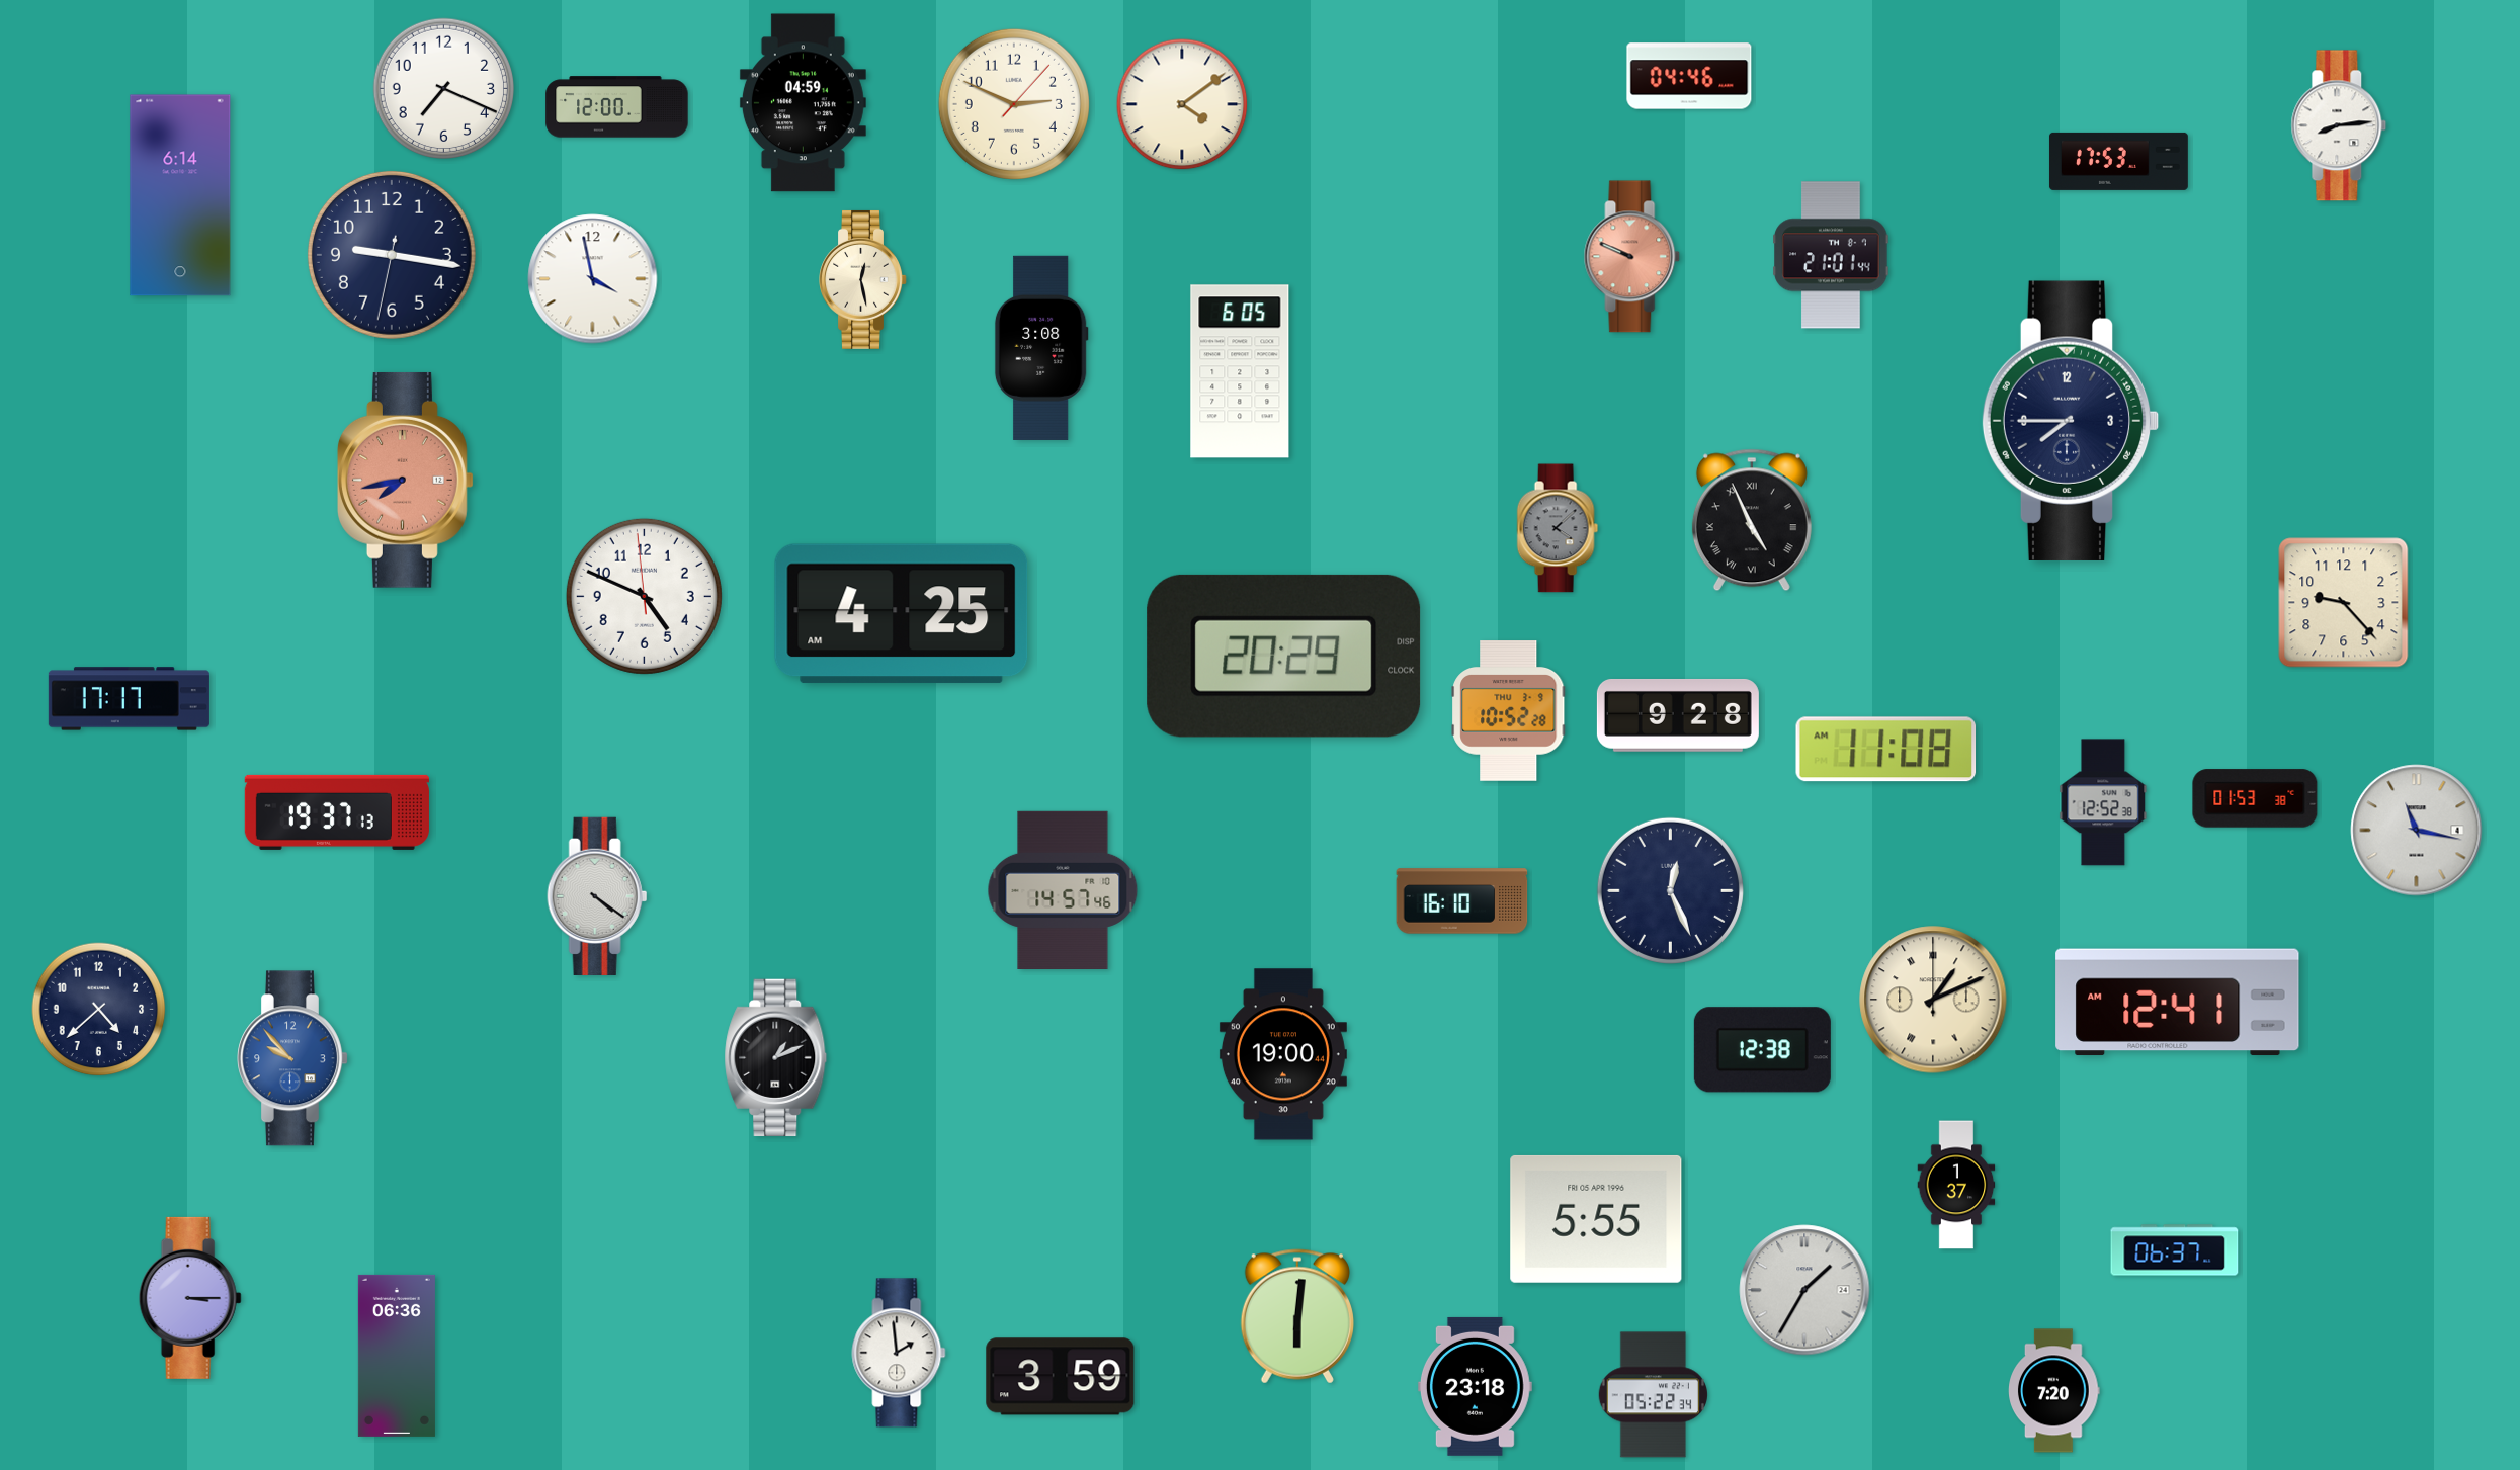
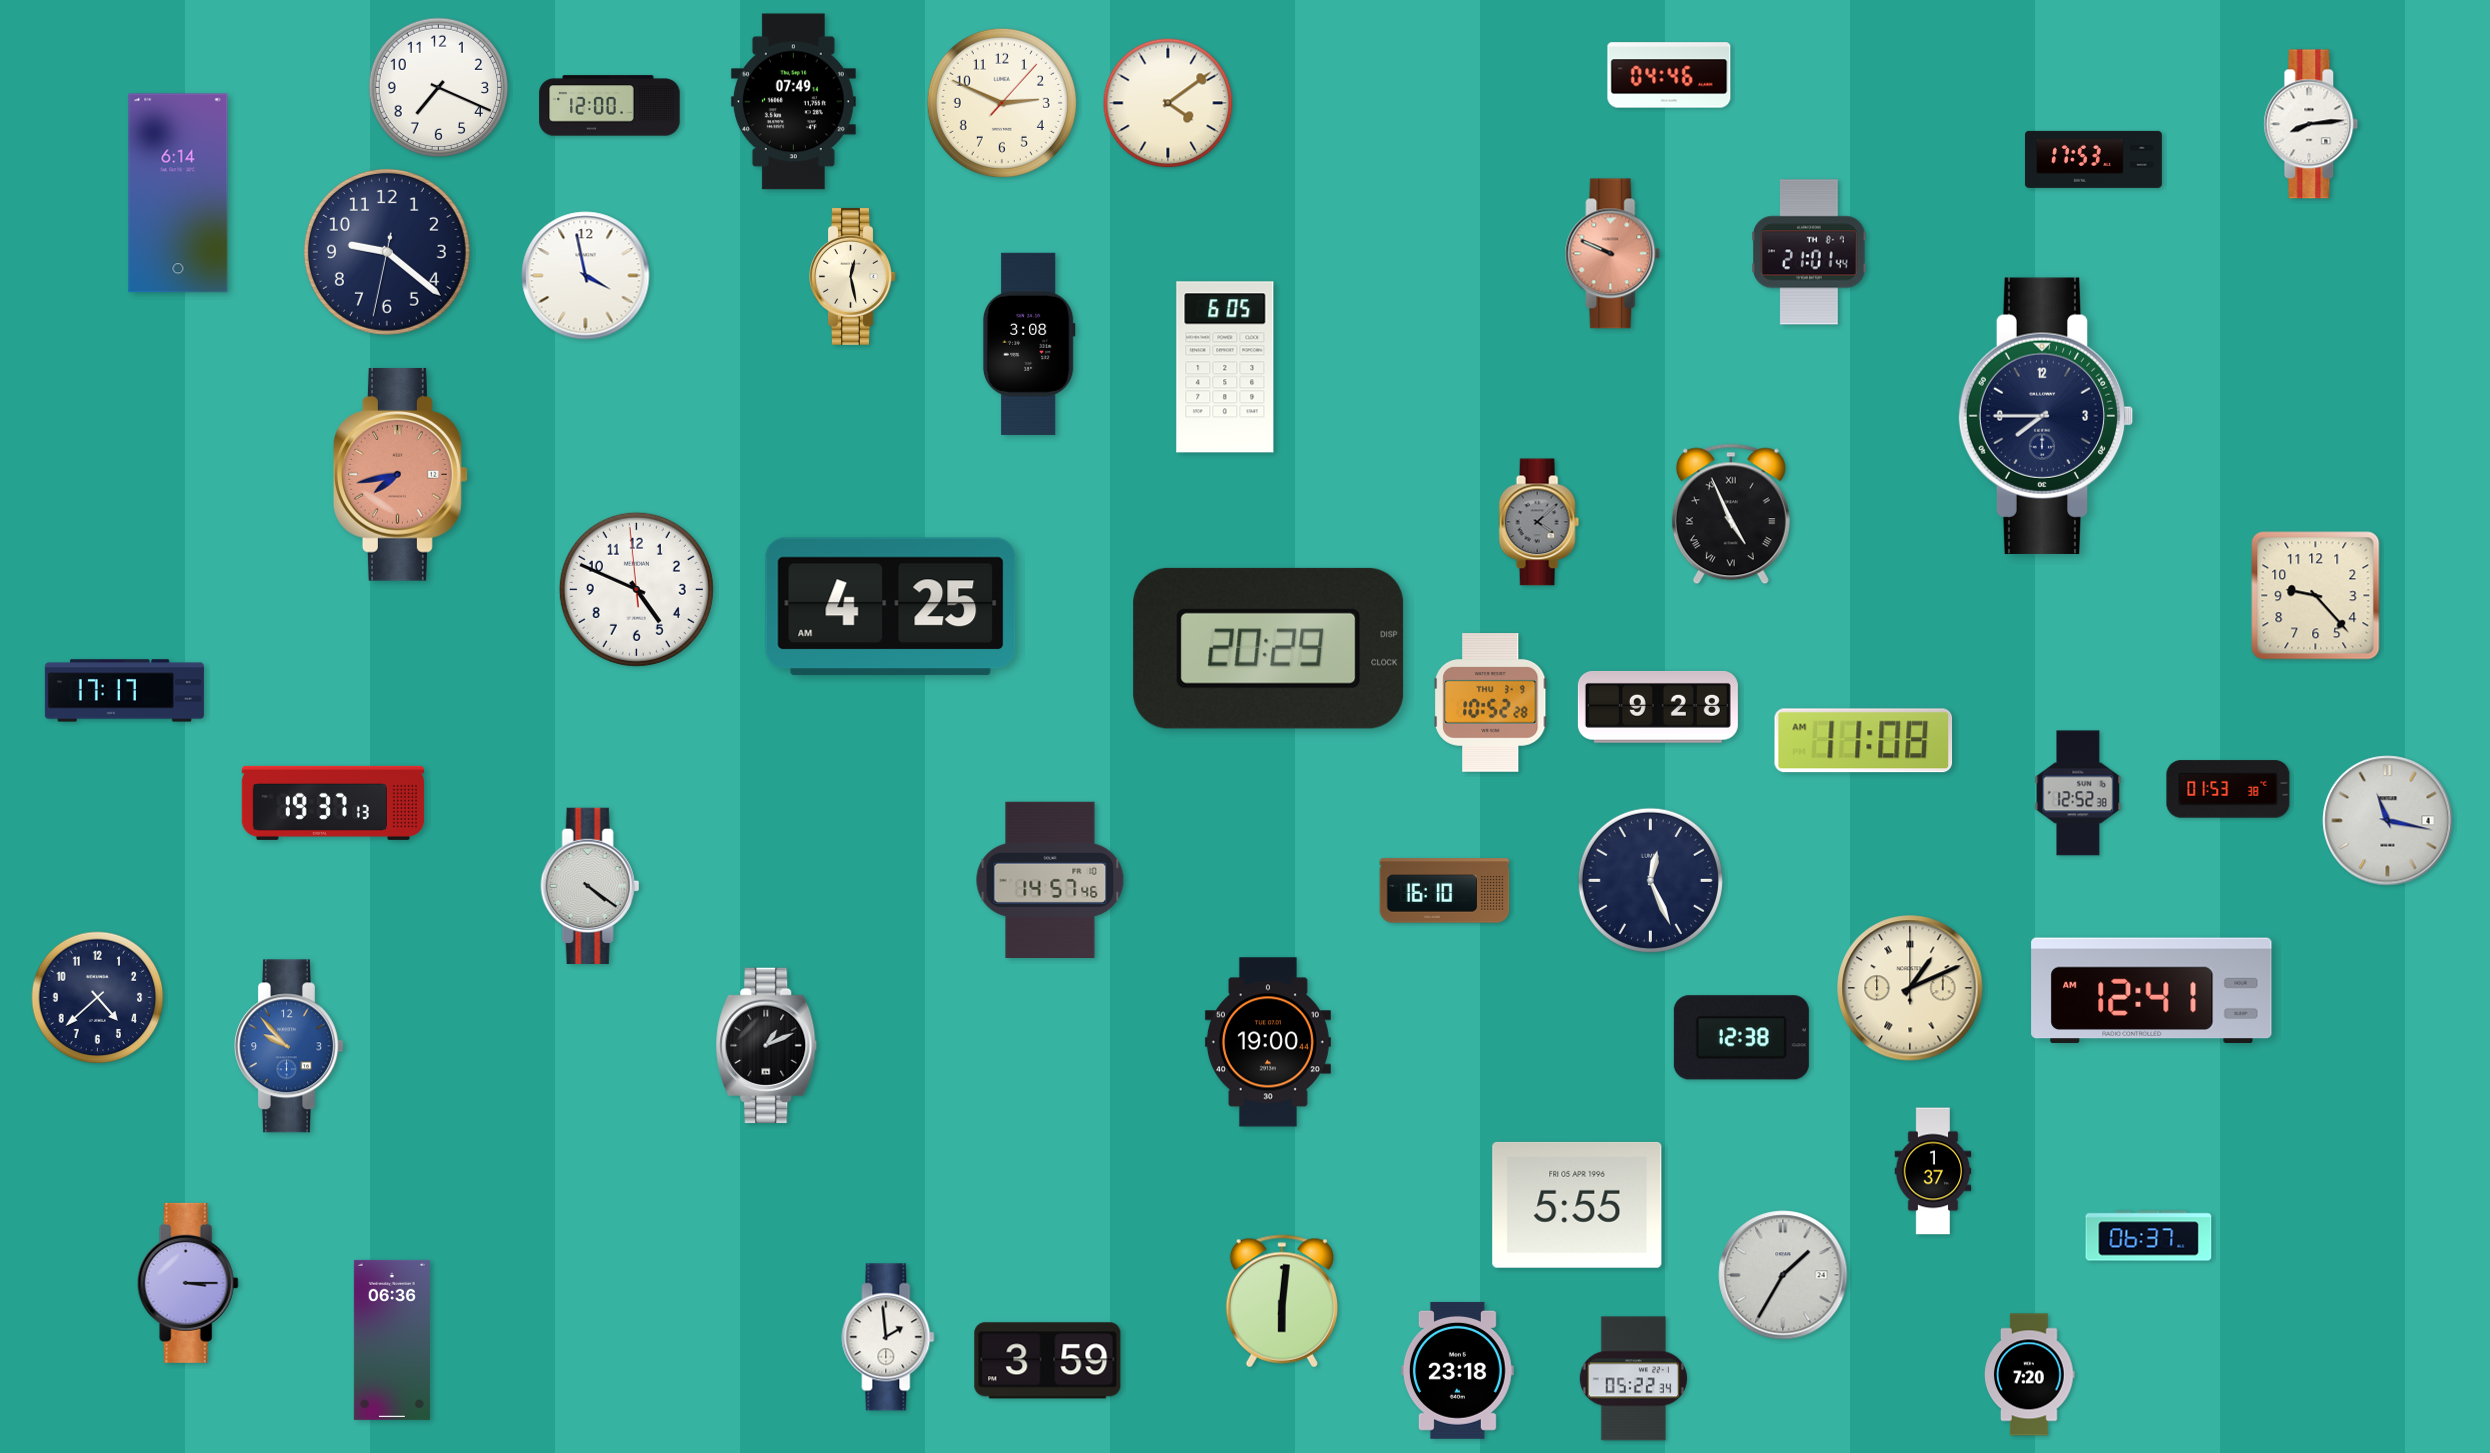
clock at (803, 103): 04:59 -> 07:49
clock at (392, 255): 9:16 -> 9:21
clock at (129, 699) position: (129, 699) -> (124, 691)
